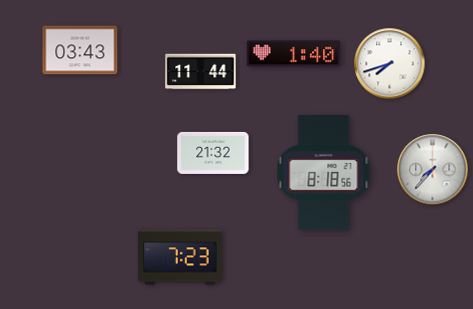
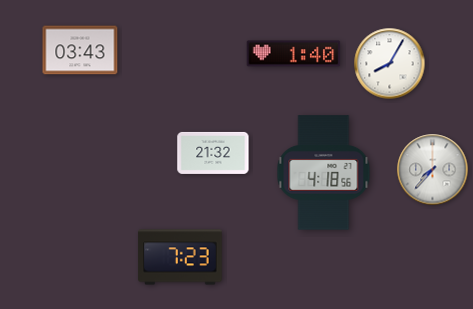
clock at (390, 64): 7:42 -> 8:05
clock at (201, 72): 11:44 -> none
clock at (324, 173): 8:18 -> 4:18
